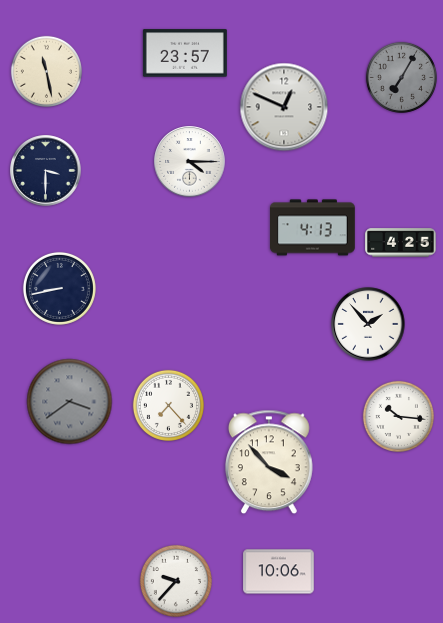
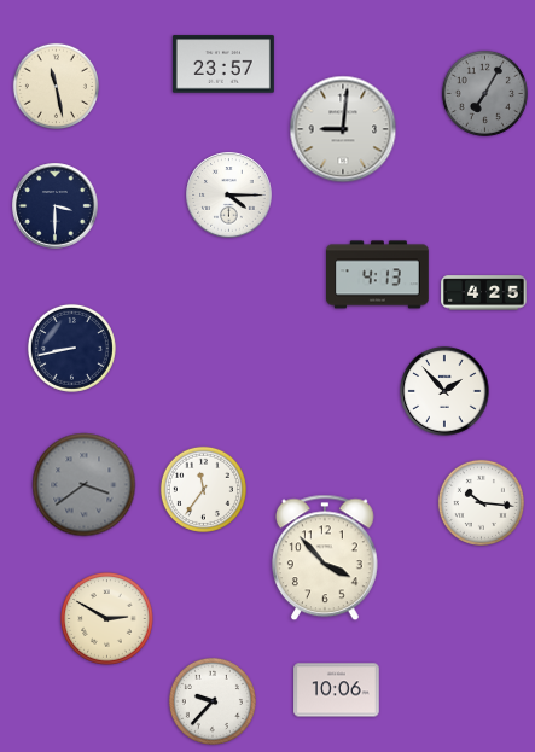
clock at (284, 107): 12:49 -> 9:01
clock at (168, 405): 7:23 -> 11:36
clock at (107, 619): none -> 2:50
